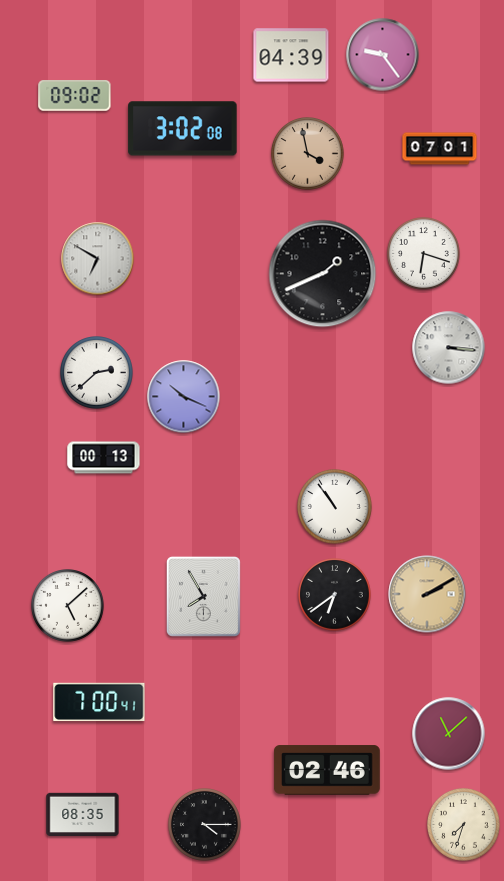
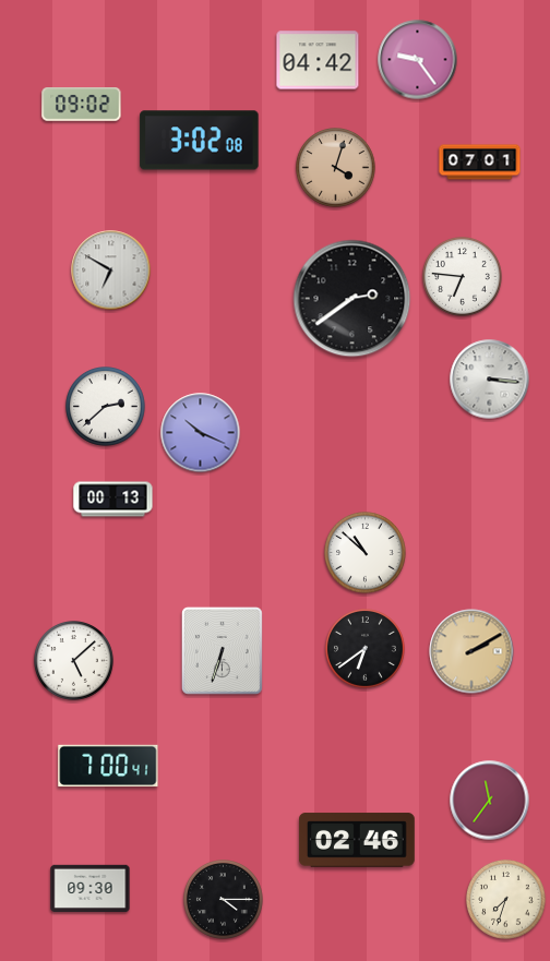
clock at (291, 55): 04:39 -> 04:42
clock at (308, 154): 3:58 -> 4:03
clock at (424, 254): 6:18 -> 6:46
clock at (98, 259) position: (98, 259) -> (111, 271)
clock at (323, 274): 1:41 -> 2:39
clock at (335, 507): 10:54 -> 10:52
clock at (427, 594) position: (427, 594) -> (471, 651)
clock at (203, 596): 7:55 -> 6:33
clock at (449, 734): 11:08 -> 11:36
clock at (83, 814): 08:35 -> 09:30
